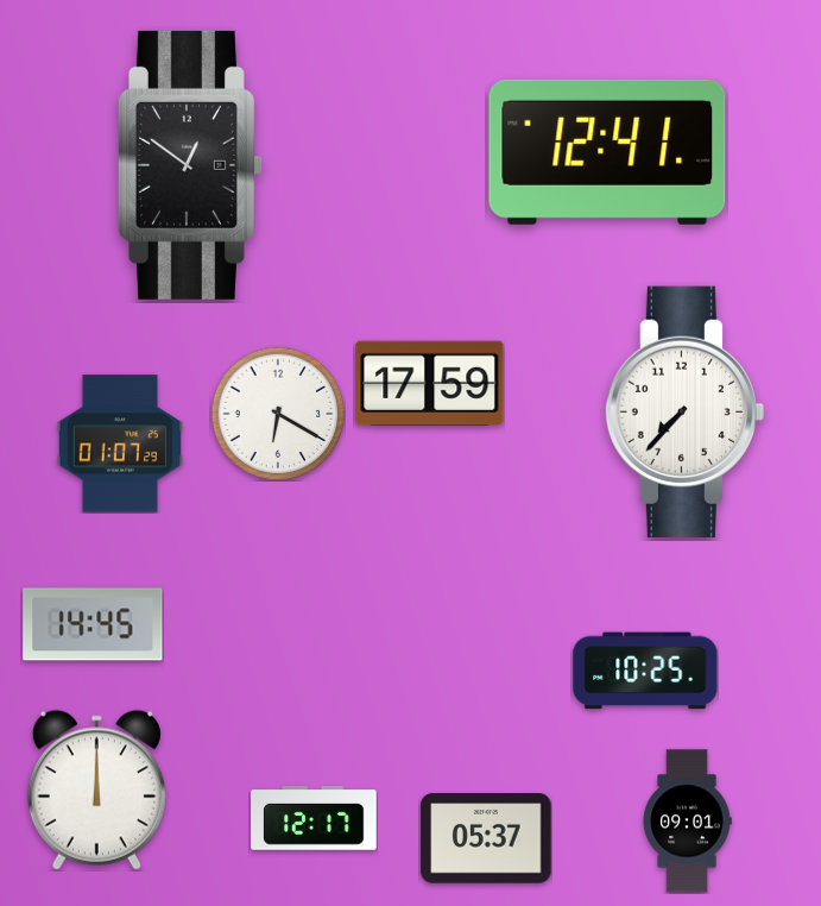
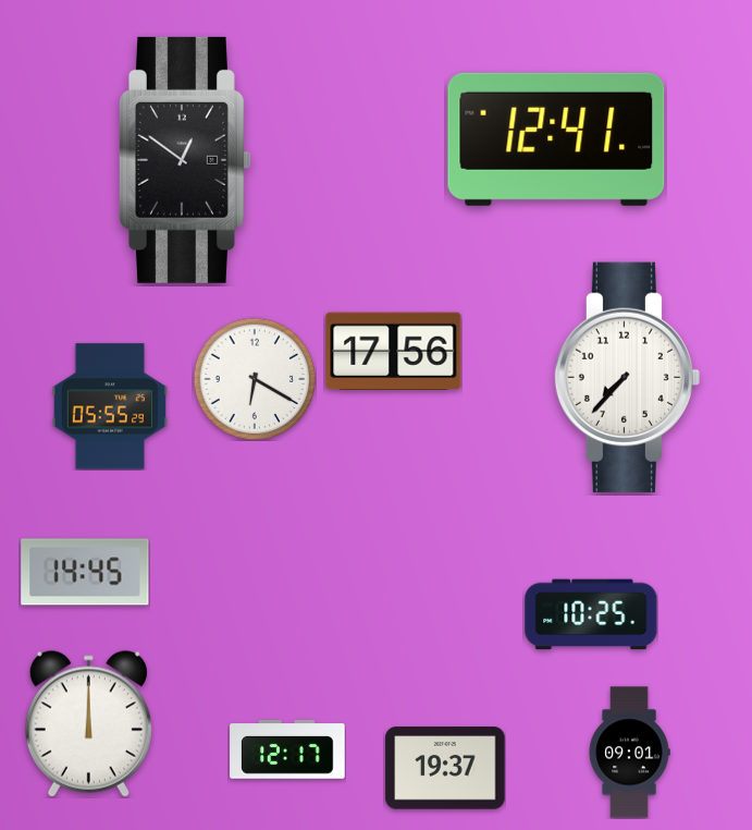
clock at (190, 165) position: (190, 165) -> (185, 160)
clock at (430, 383): 17:59 -> 17:56
clock at (119, 443): 01:07 -> 05:55
clock at (486, 838): 05:37 -> 19:37
